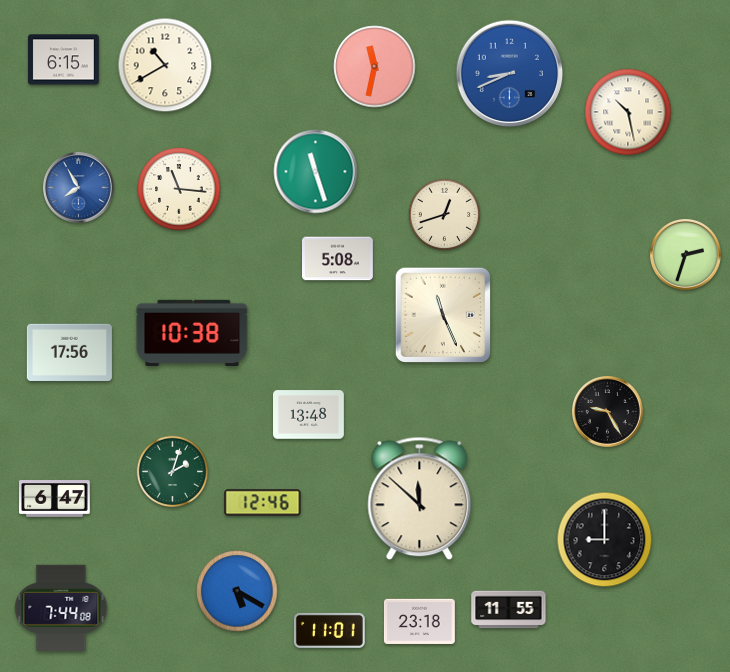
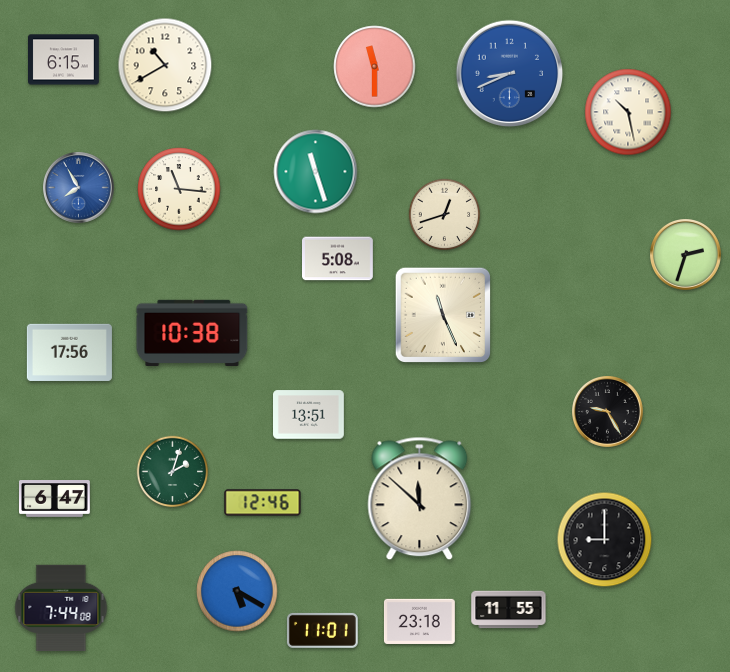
clock at (375, 67): 11:32 -> 11:30
clock at (309, 415): 13:48 -> 13:51
clock at (329, 630) position: (329, 630) -> (322, 630)
